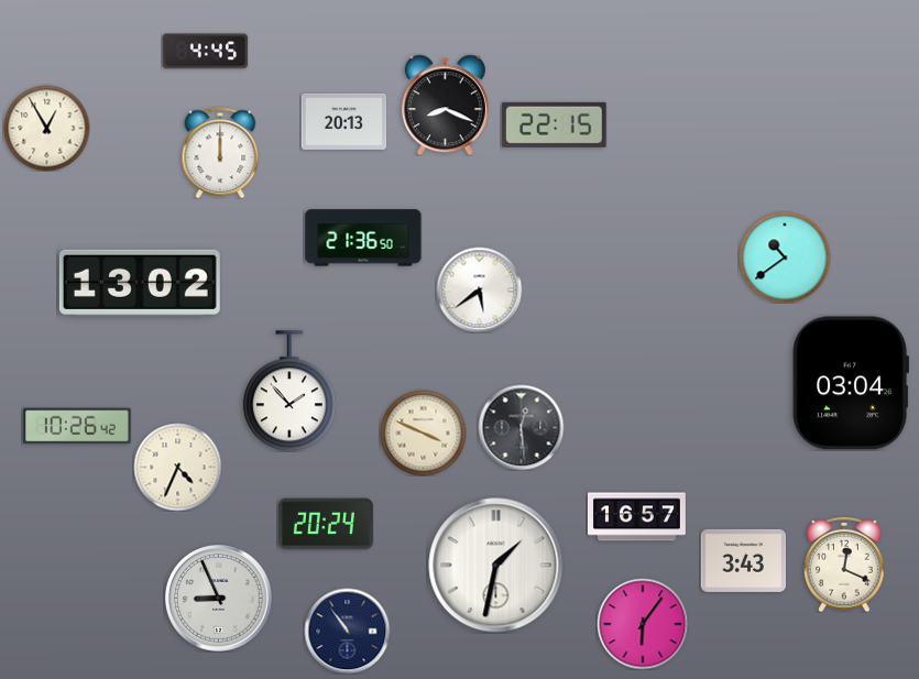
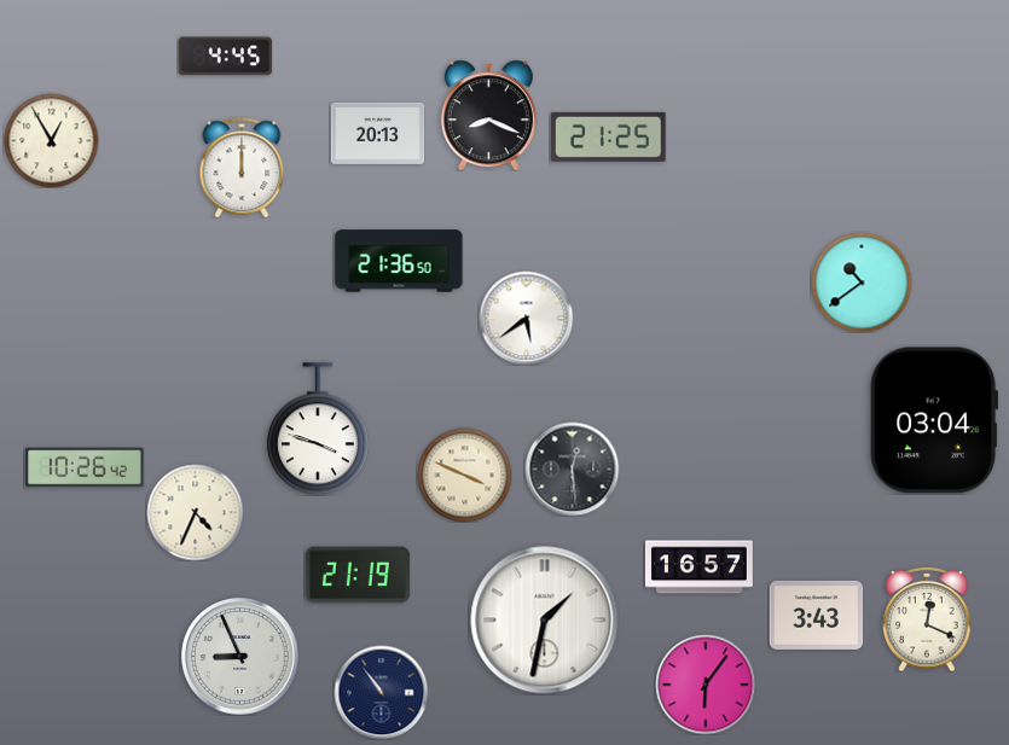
clock at (555, 124): 22:15 -> 21:25
clock at (140, 283): 13:02 -> none
clock at (289, 391): 1:53 -> 3:48
clock at (326, 524): 20:24 -> 21:19
